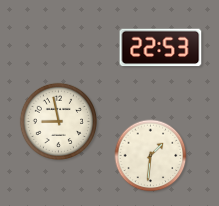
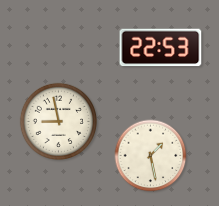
clock at (151, 156): 1:31 -> 1:28
